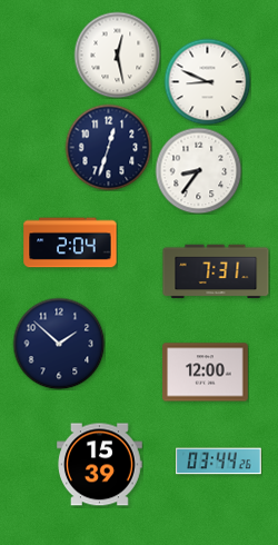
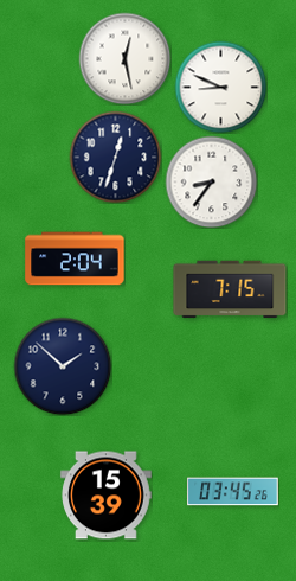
clock at (216, 271): 7:31 -> 7:15
clock at (206, 373): 12:00 -> none
clock at (219, 462): 03:44 -> 03:45
